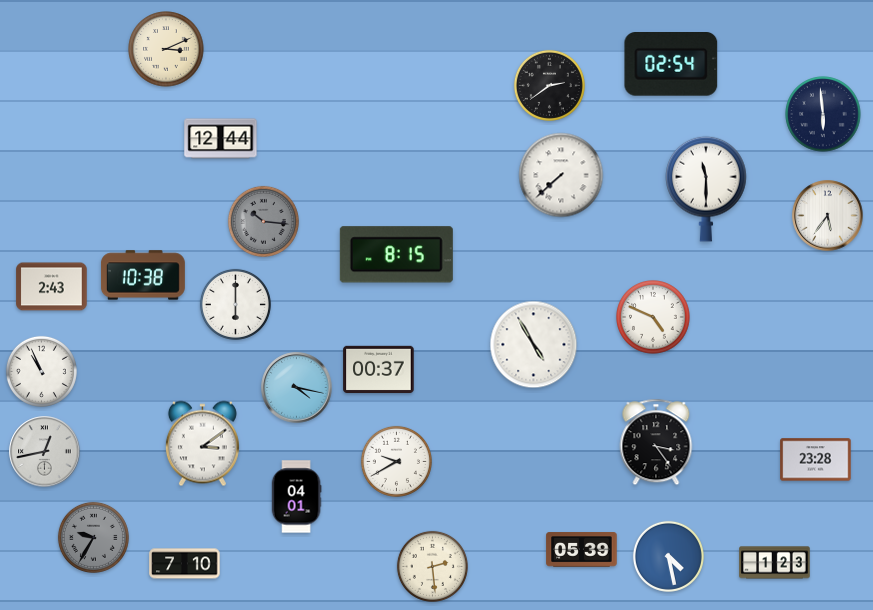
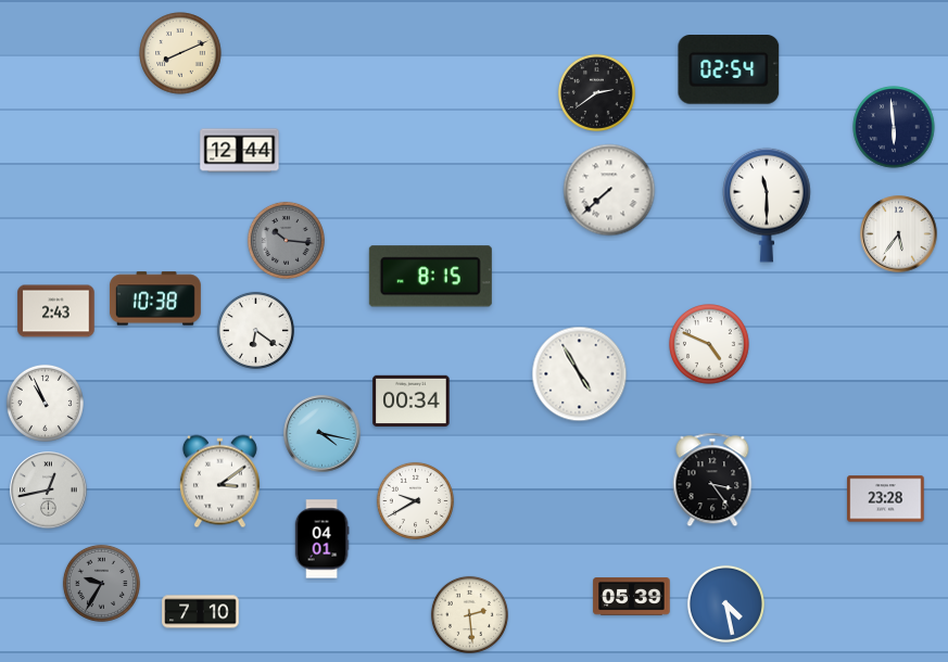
clock at (166, 49): 3:11 -> 8:11
clock at (823, 114) position: (823, 114) -> (894, 127)
clock at (235, 304): 6:00 -> 6:21
clock at (379, 370): 00:37 -> 00:34
clock at (297, 388) position: (297, 388) -> (323, 434)
clock at (396, 461) position: (396, 461) -> (415, 500)
clock at (775, 563): 1:23 -> none
